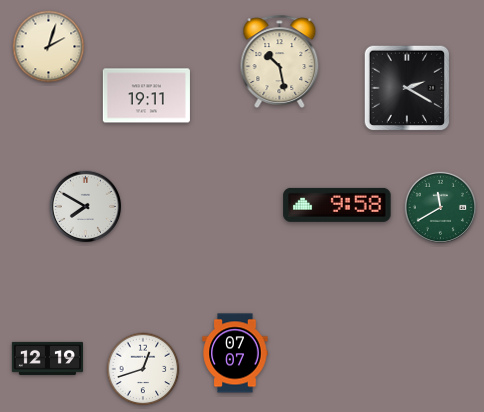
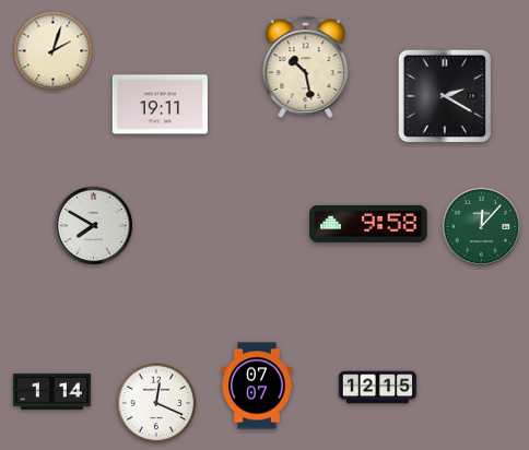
clock at (440, 207): 11:40 -> 12:07
clock at (377, 388): none -> 12:15
clock at (47, 358): 12:19 -> 1:14
clock at (143, 369): 12:42 -> 12:19
